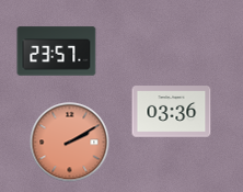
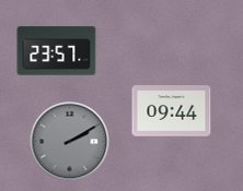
clock at (172, 112): 03:36 -> 09:44
clock at (70, 143) dial: salmon -> grey
